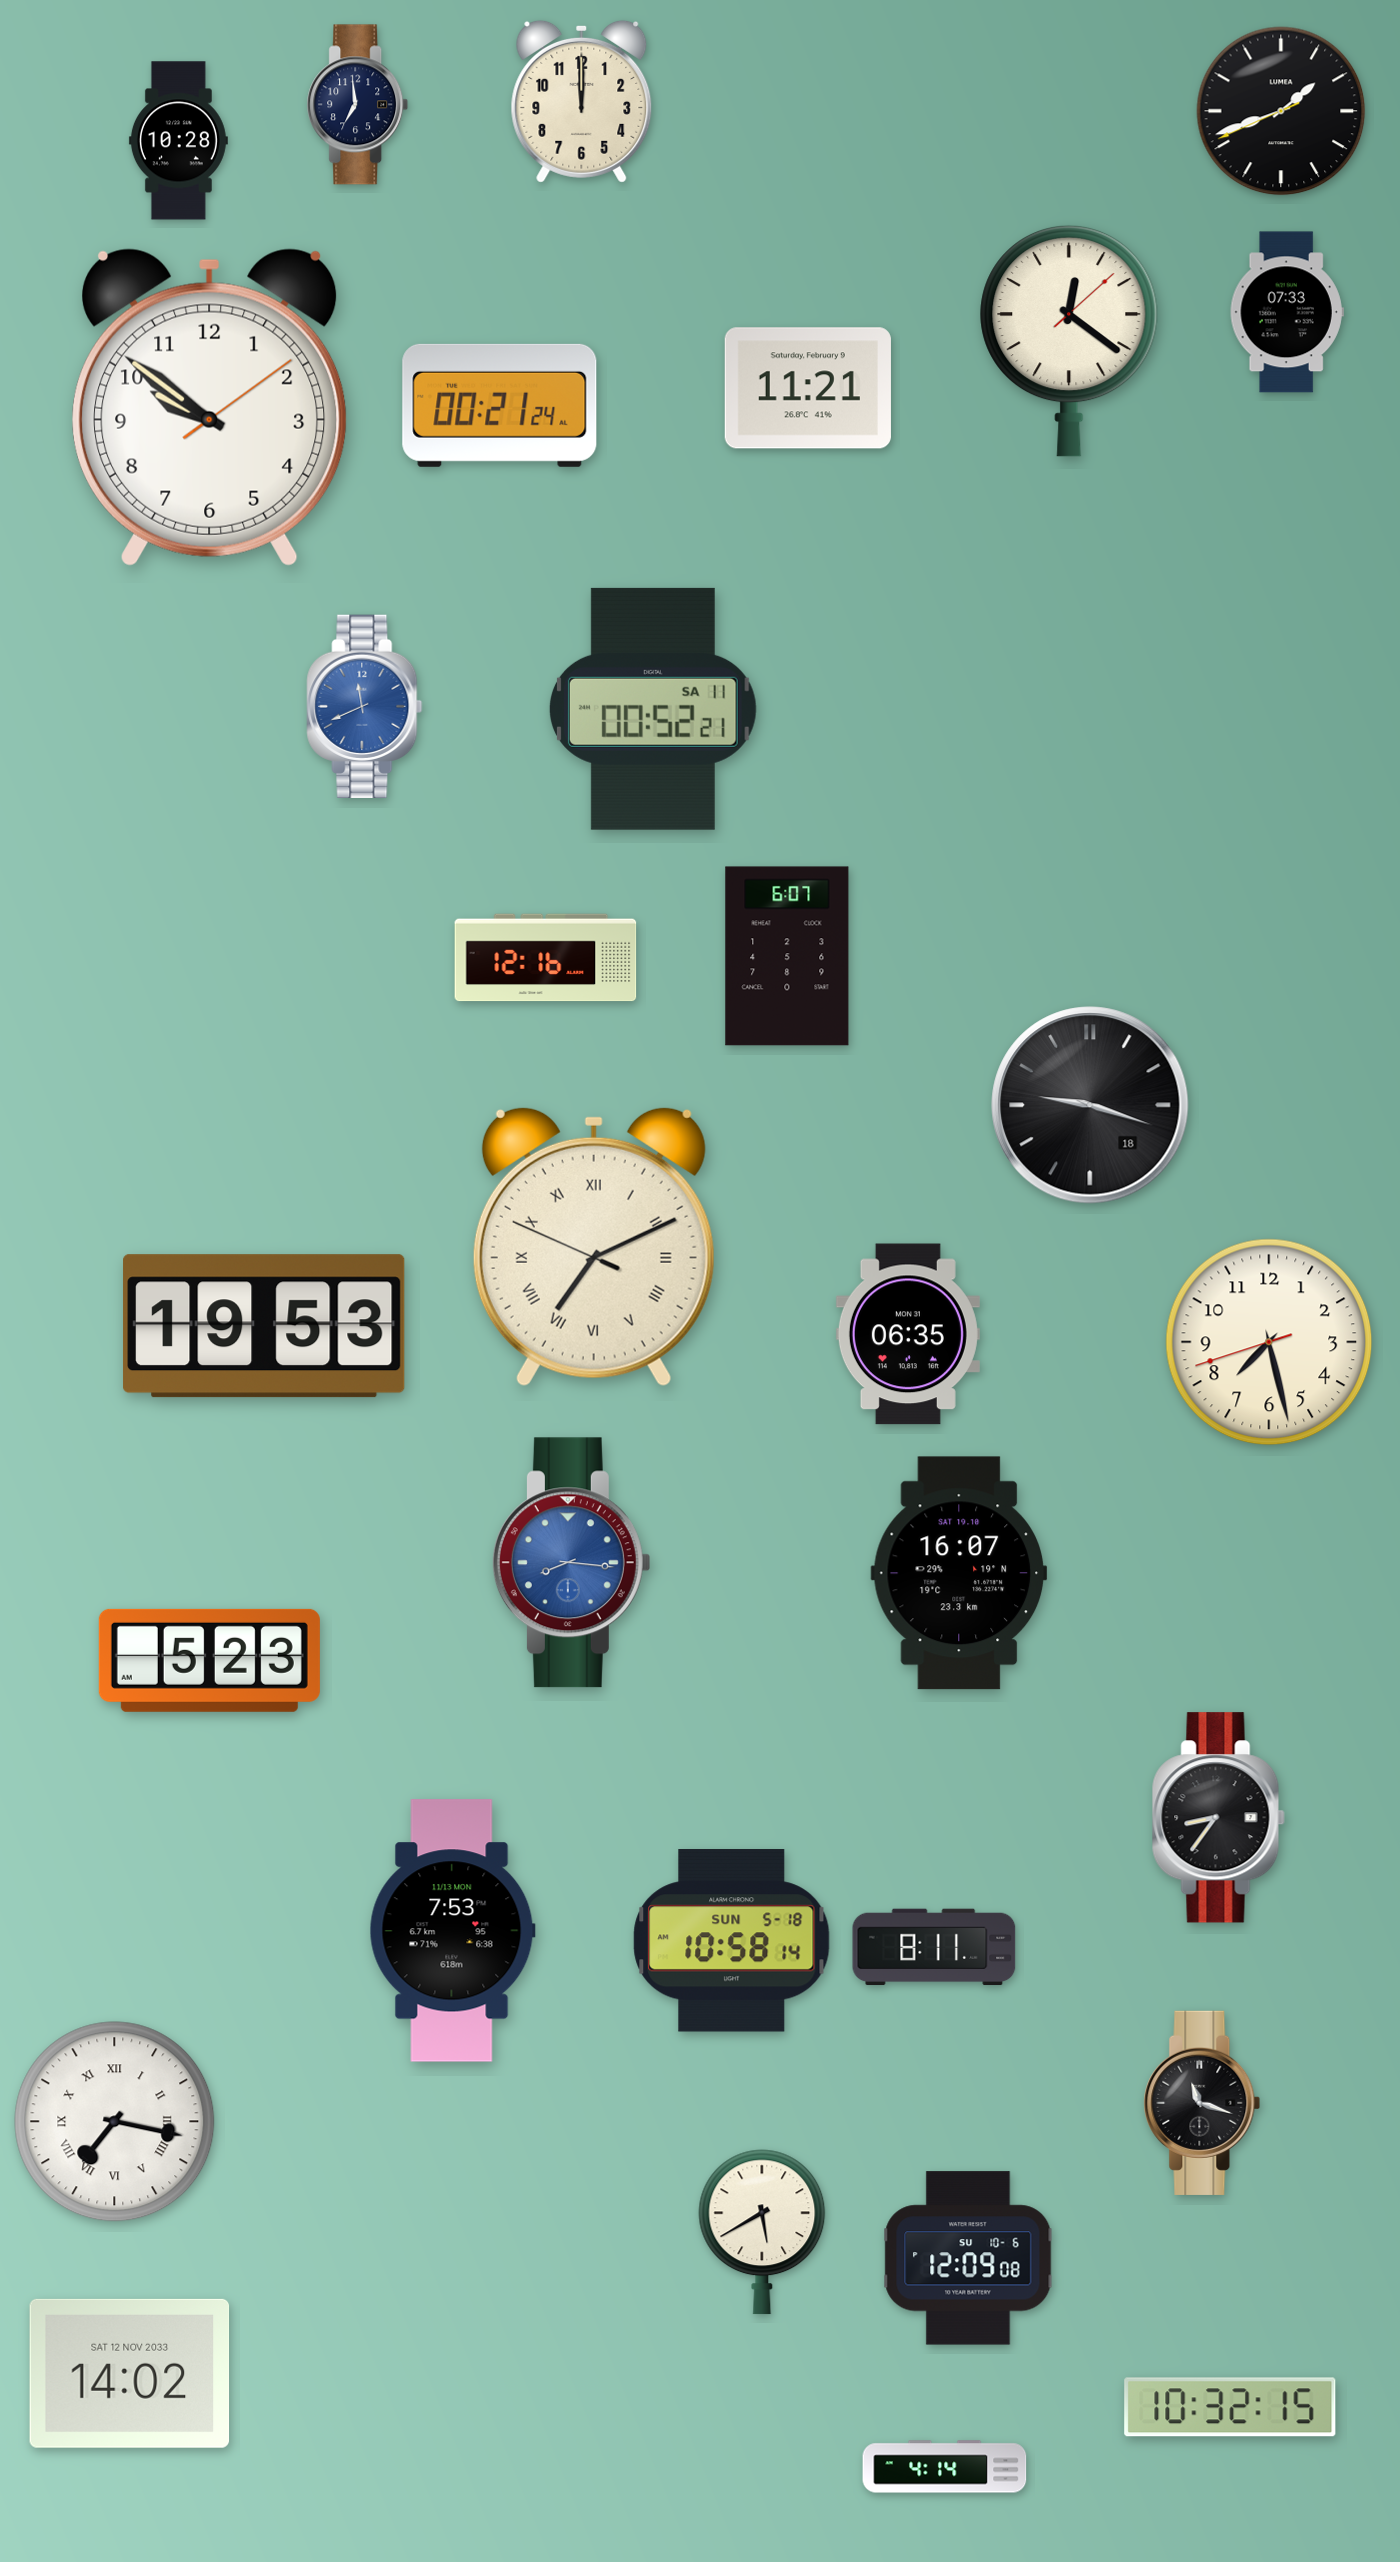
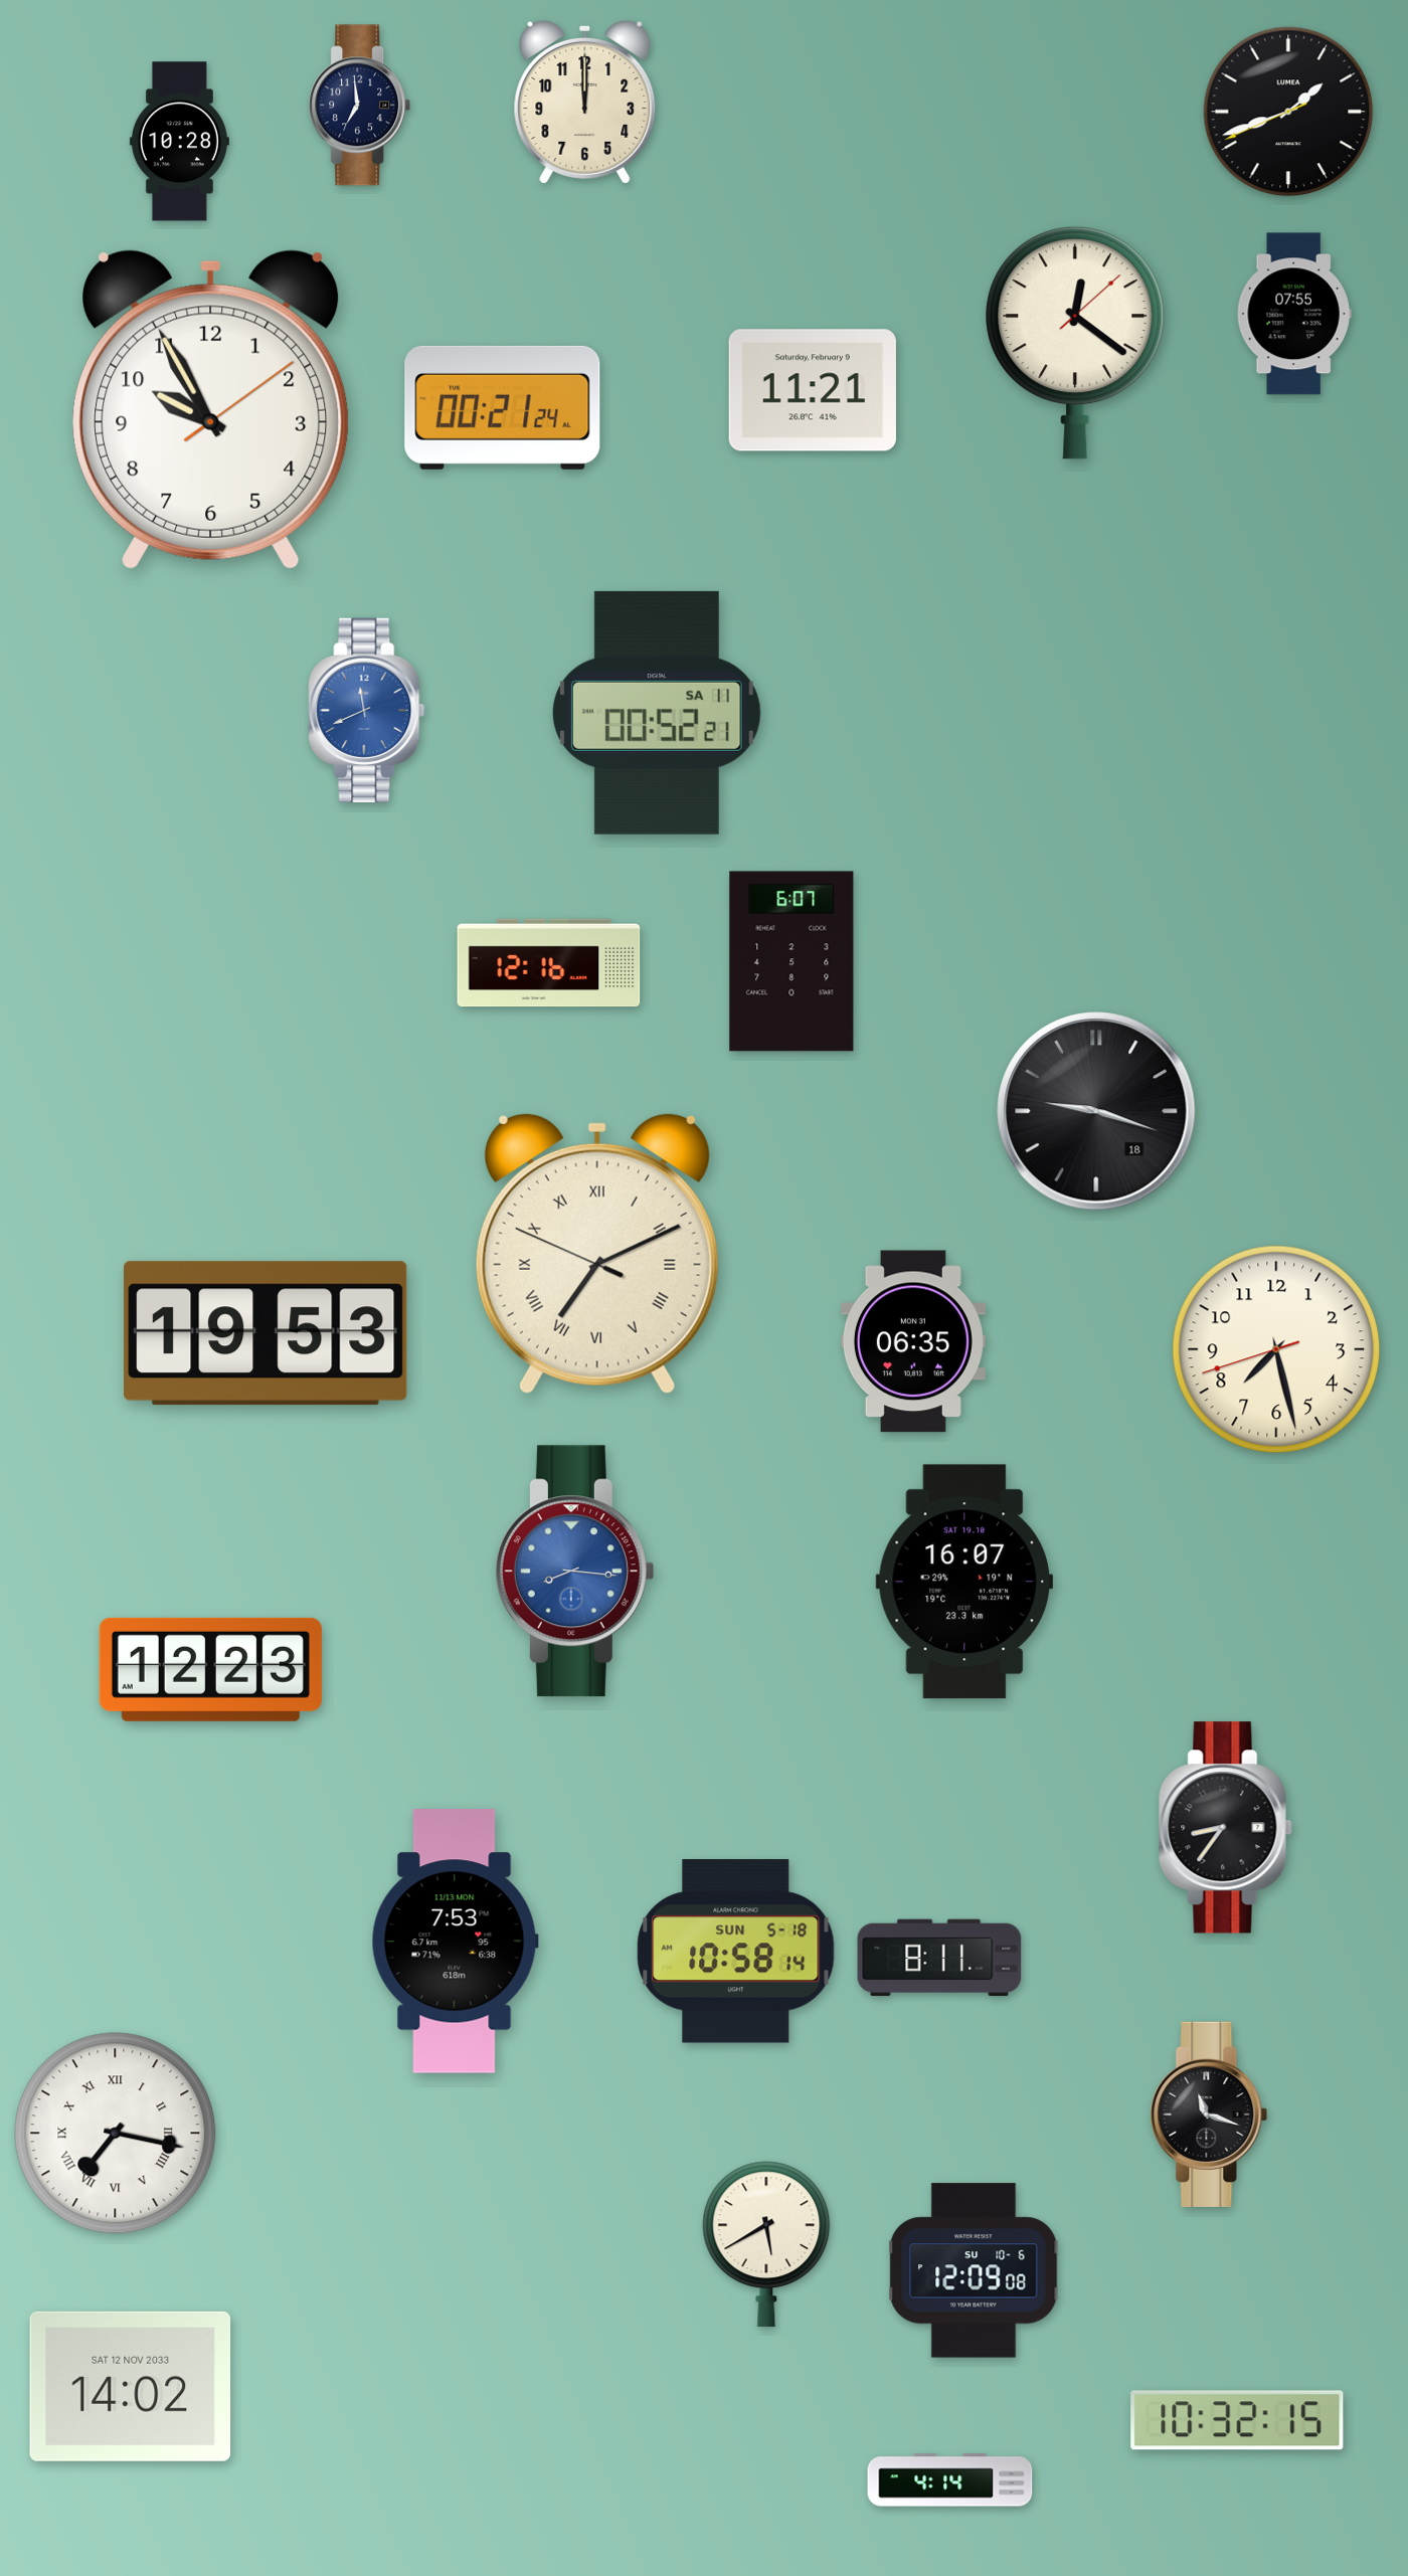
clock at (1287, 312): 07:33 -> 07:55
clock at (210, 407): 9:51 -> 9:55
clock at (209, 1660): 5:23 -> 12:23
